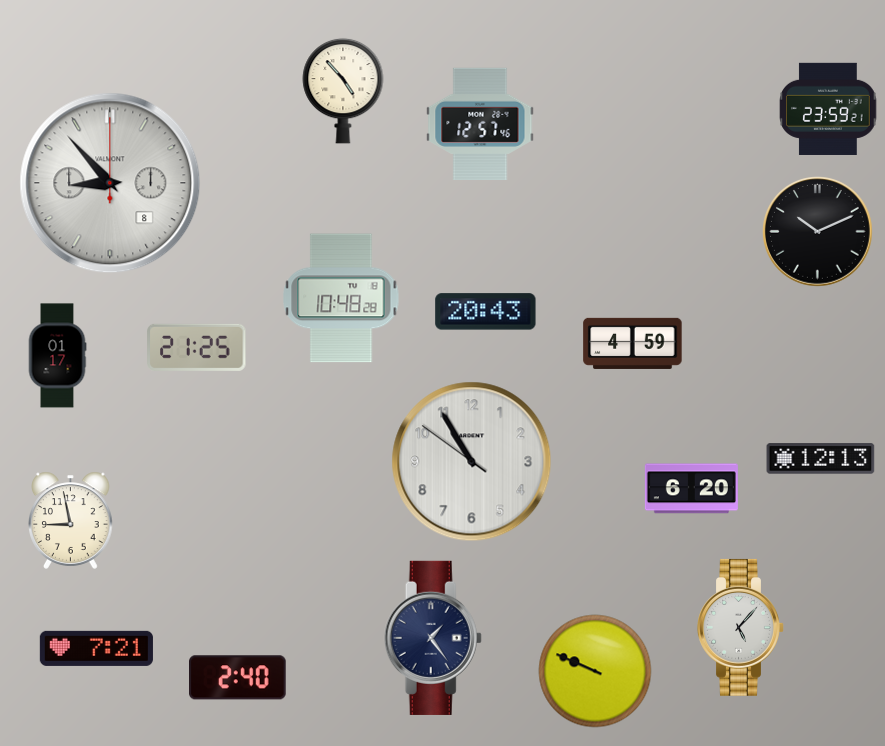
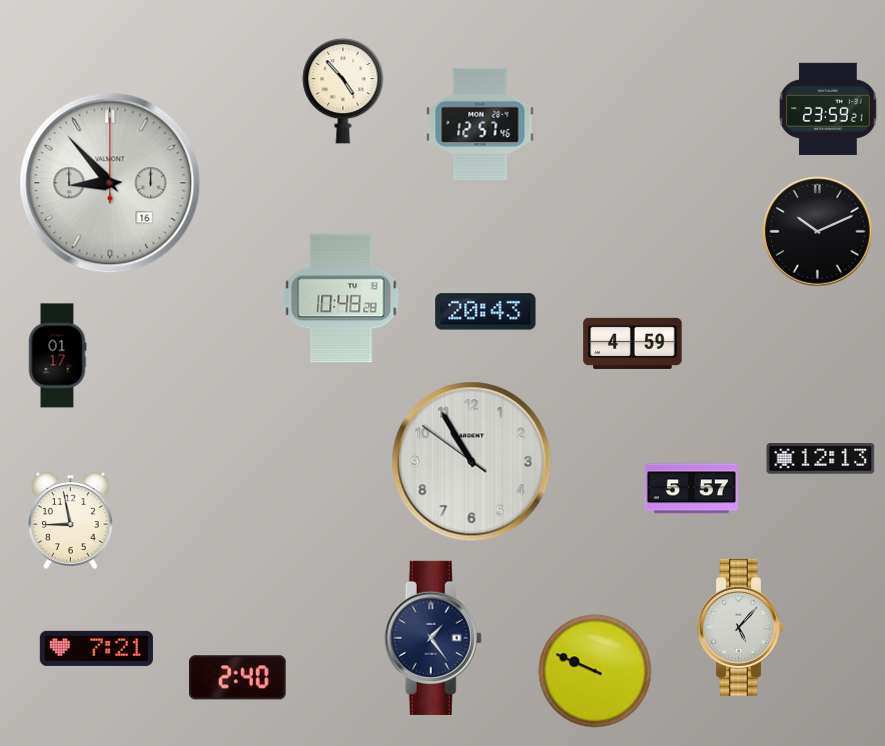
clock at (110, 183) date: 8 -> 16
clock at (197, 347): 21:25 -> none
clock at (691, 489): 6:20 -> 5:57
